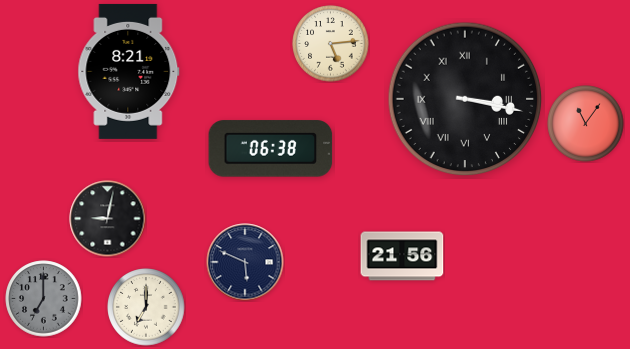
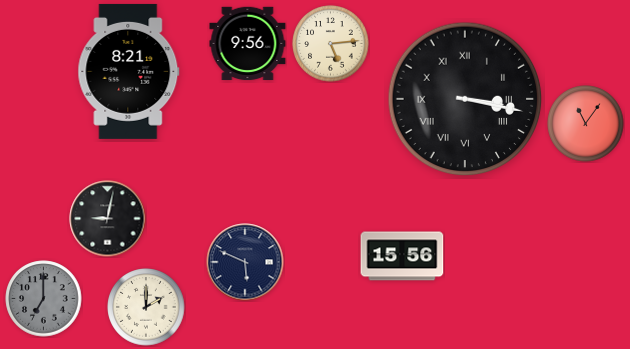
clock at (248, 44): none -> 9:56
clock at (271, 149): 06:38 -> none
clock at (402, 256): 21:56 -> 15:56
clock at (146, 307): 7:00 -> 2:00
